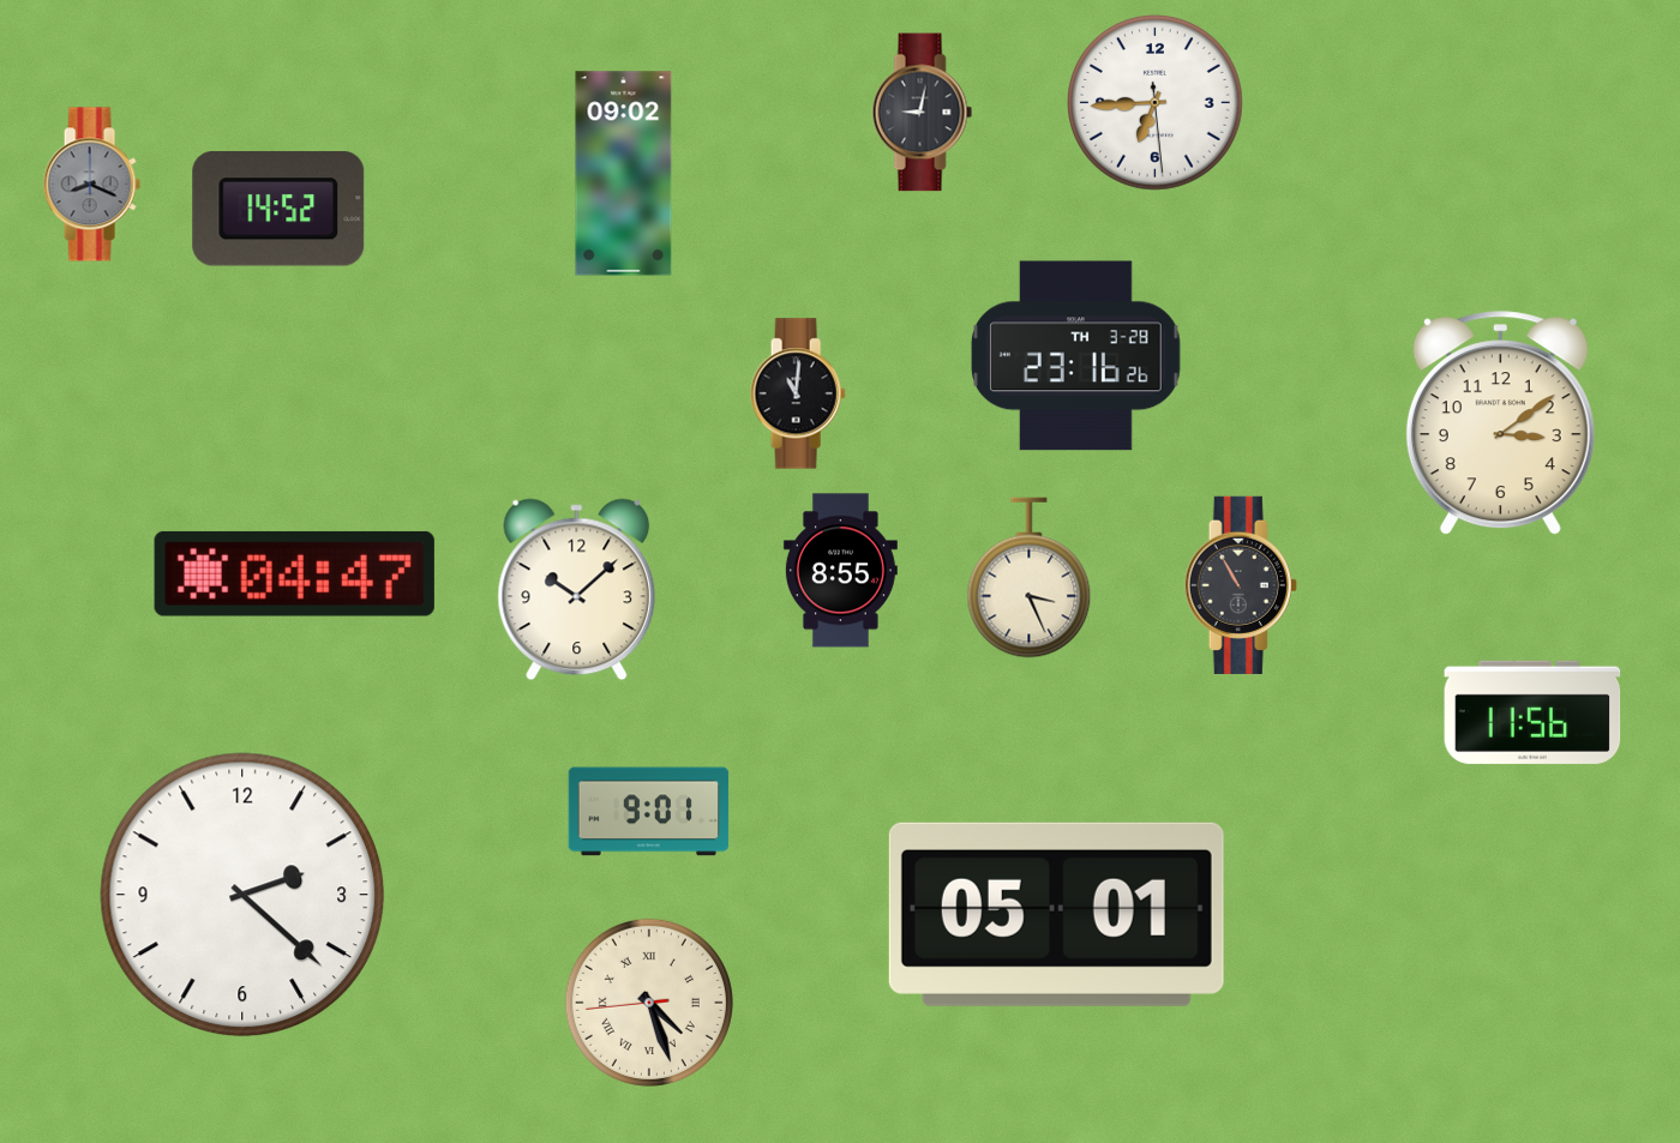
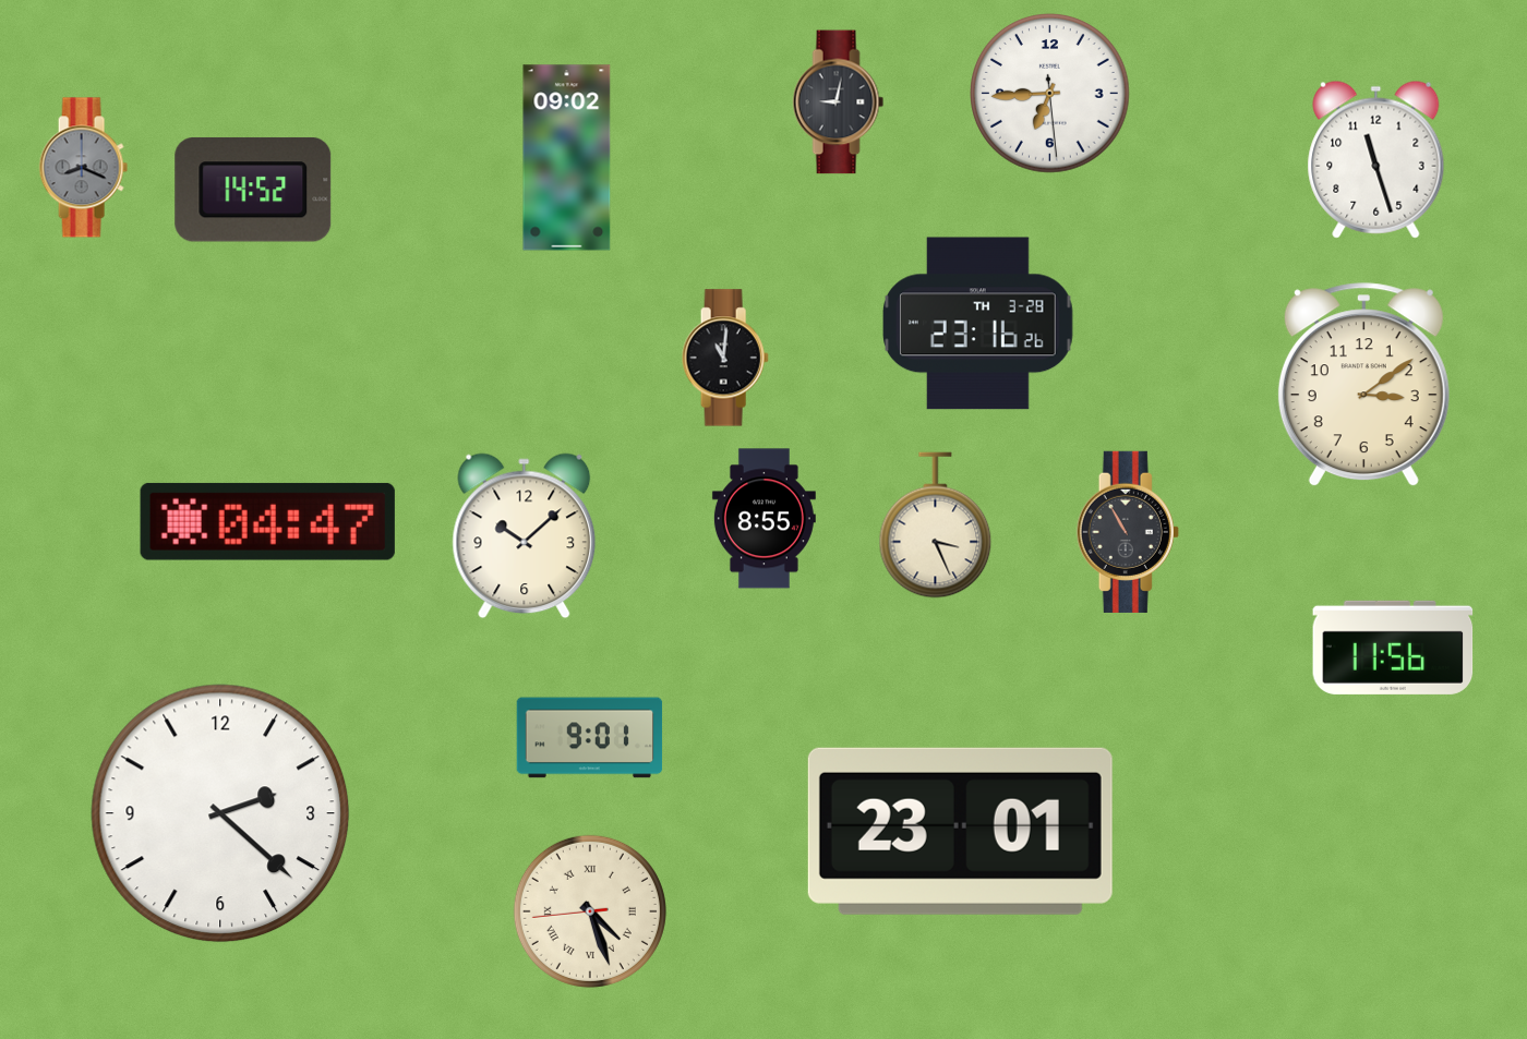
clock at (1376, 159): none -> 11:27
clock at (1056, 914): 05:01 -> 23:01
